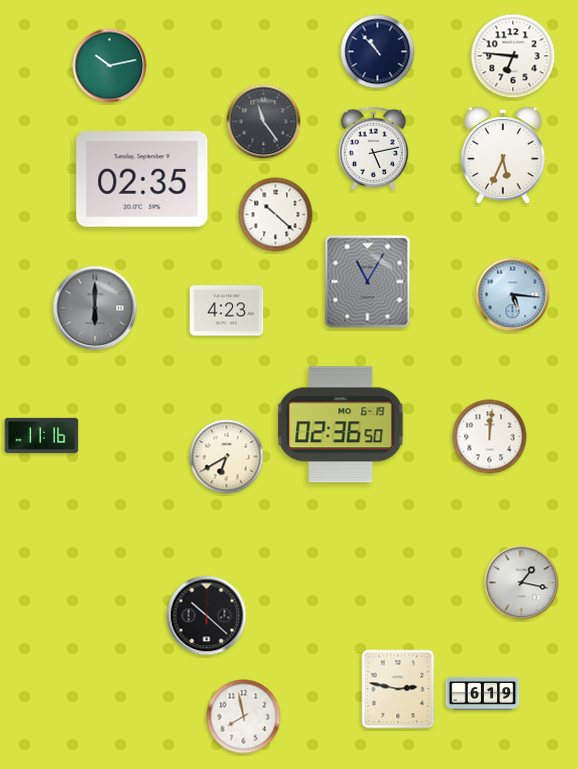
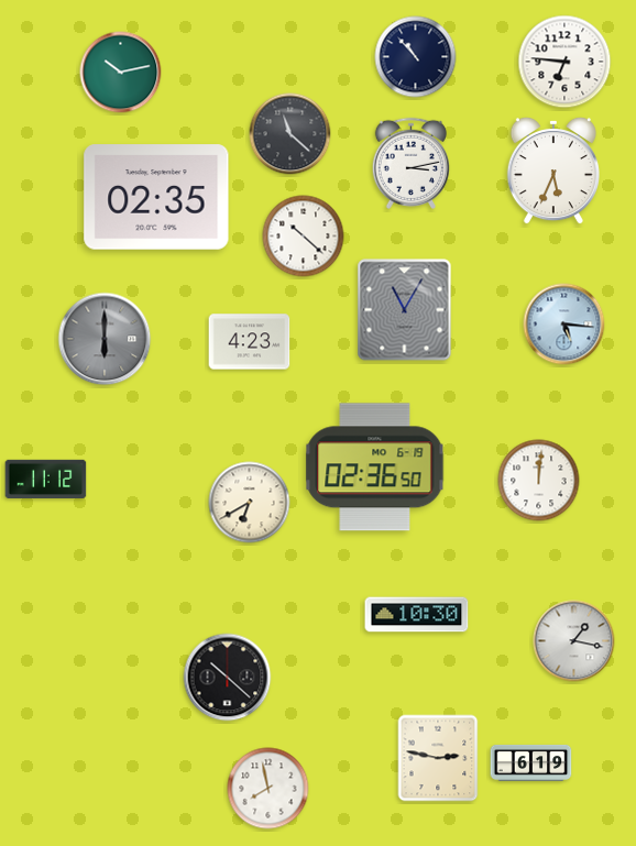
clock at (264, 122): 11:24 -> 11:22
clock at (373, 148): 5:13 -> 3:13
clock at (42, 435): 11:16 -> 11:12
clock at (417, 615): none -> 10:30
